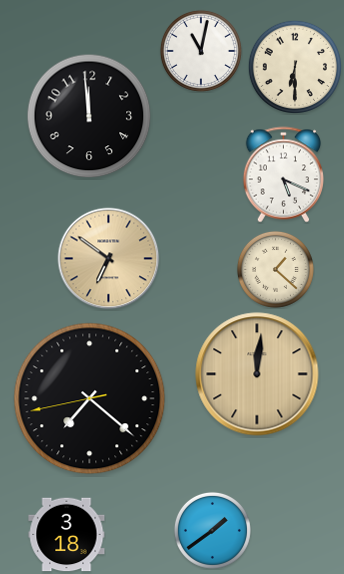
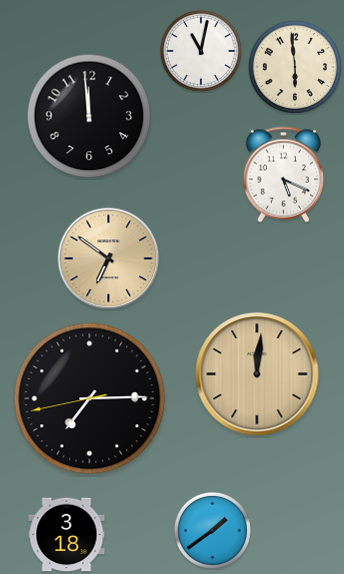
clock at (295, 67): 6:30 -> 5:59
clock at (275, 269): 1:22 -> none
clock at (90, 399): 7:21 -> 7:14
